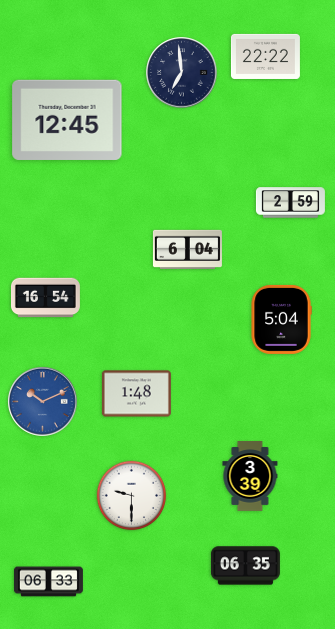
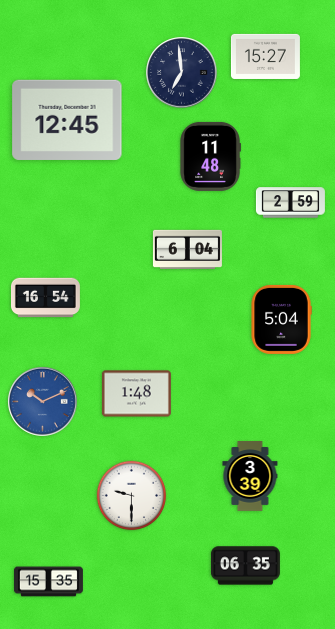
clock at (265, 56): 22:22 -> 15:27
clock at (210, 156): none -> 11:48
clock at (48, 582): 06:33 -> 15:35
